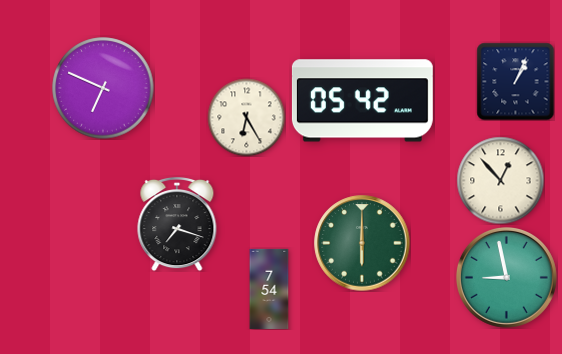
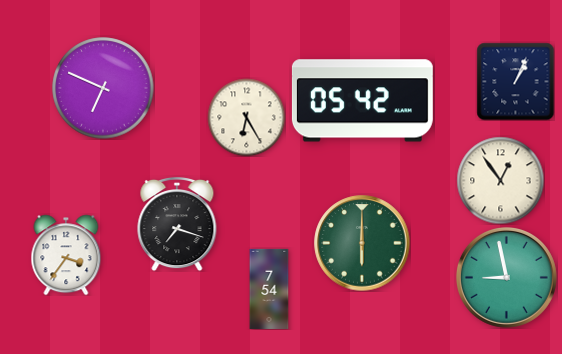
clock at (500, 180): 12:53 -> 12:54
clock at (66, 255): none -> 3:36
